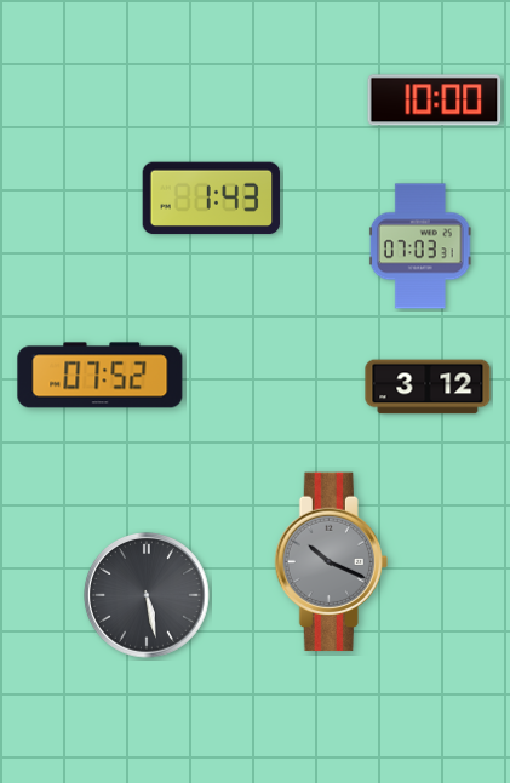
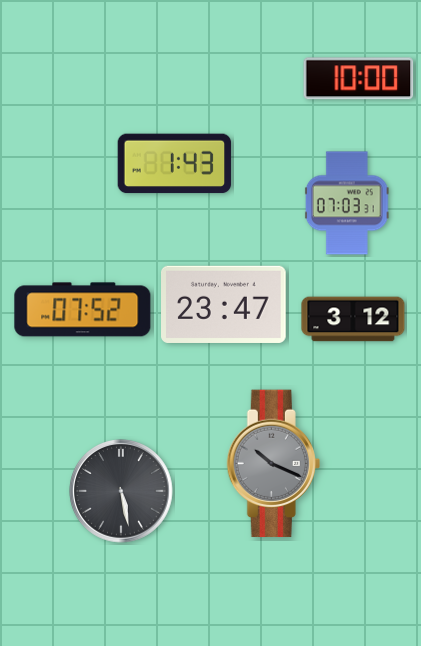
clock at (435, 101) position: (435, 101) -> (359, 79)
clock at (224, 304): none -> 23:47
